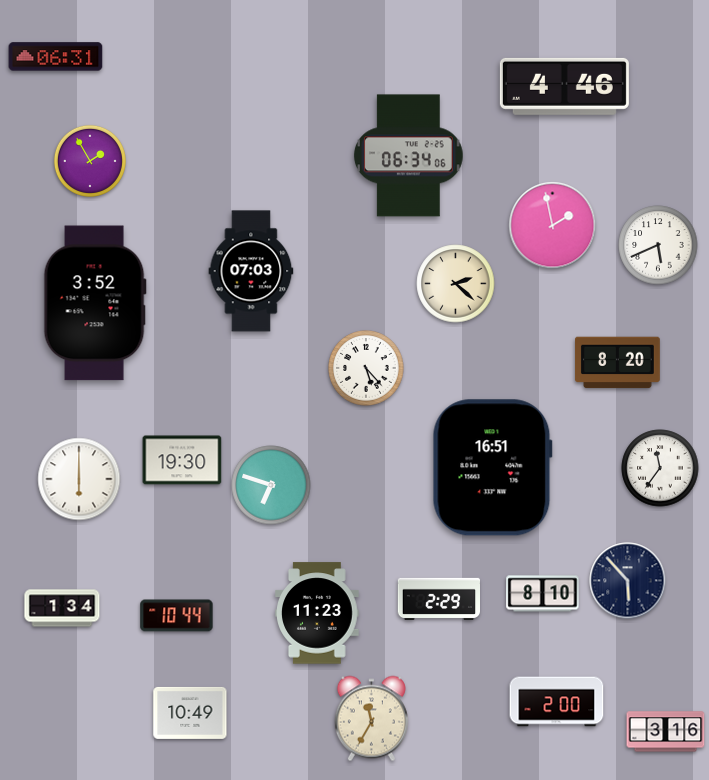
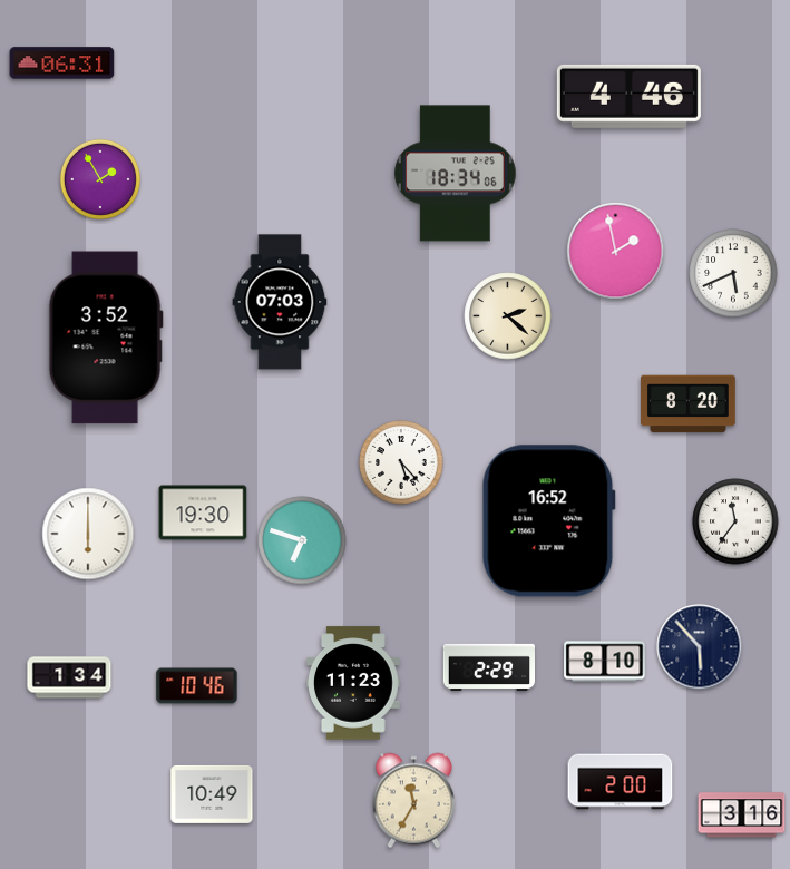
clock at (408, 156): 06:34 -> 18:34
clock at (366, 368) position: (366, 368) -> (401, 462)
clock at (492, 468): 16:51 -> 16:52
clock at (177, 616): 10:44 -> 10:46
